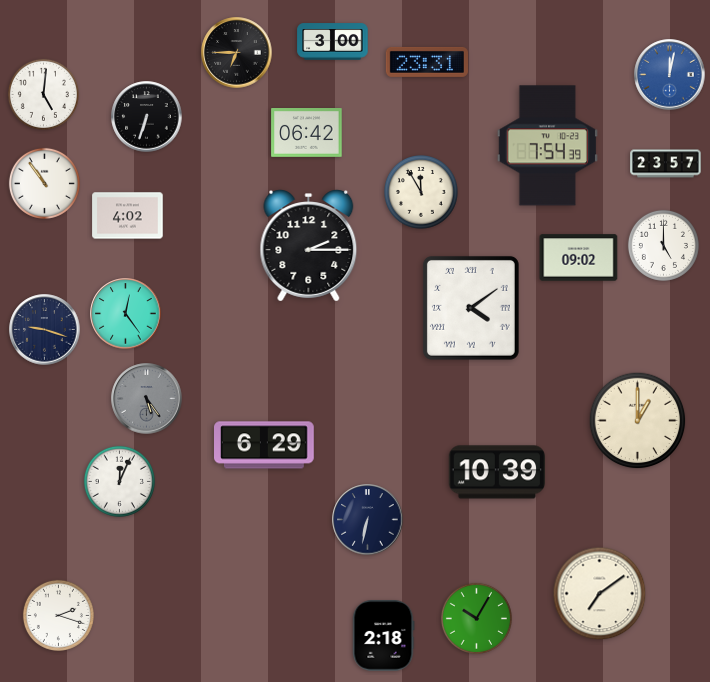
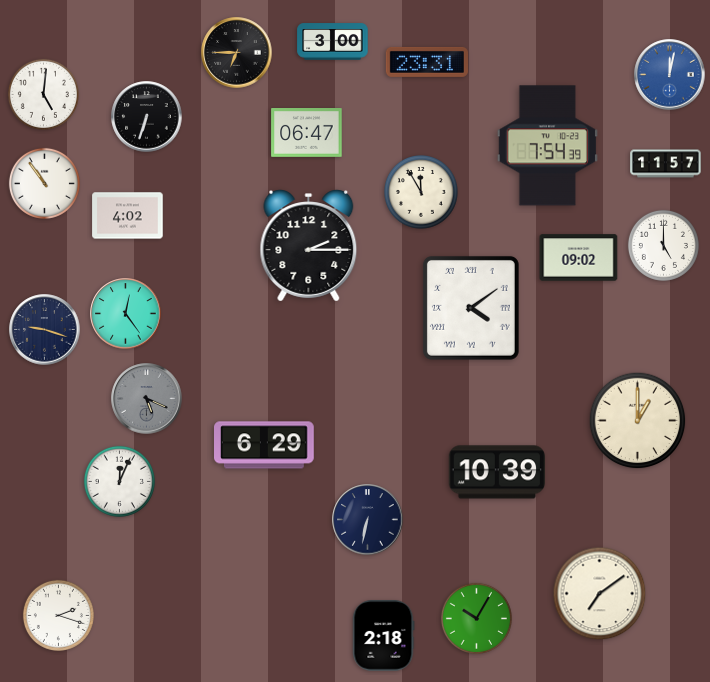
clock at (307, 133): 06:42 -> 06:47
clock at (666, 164): 23:57 -> 11:57
clock at (147, 399): 5:24 -> 5:19
